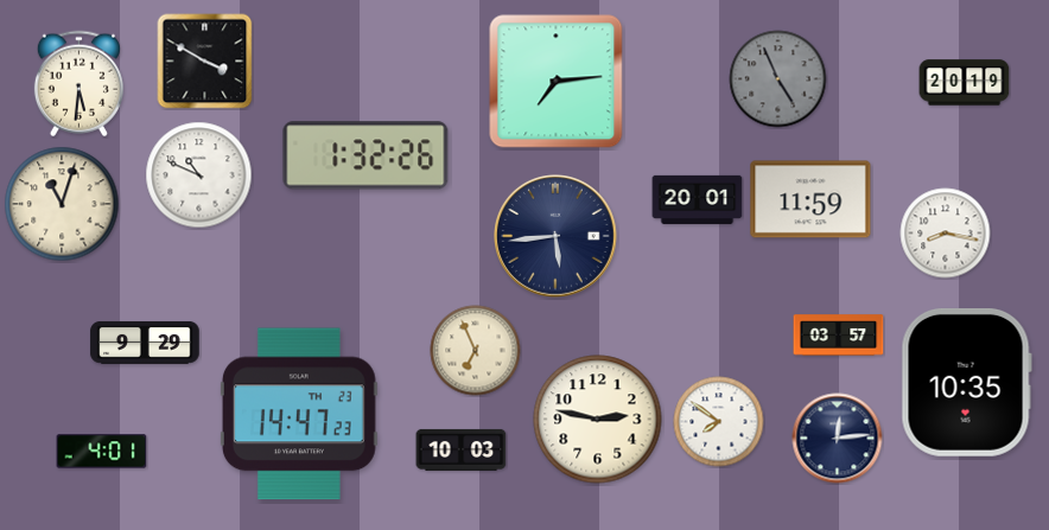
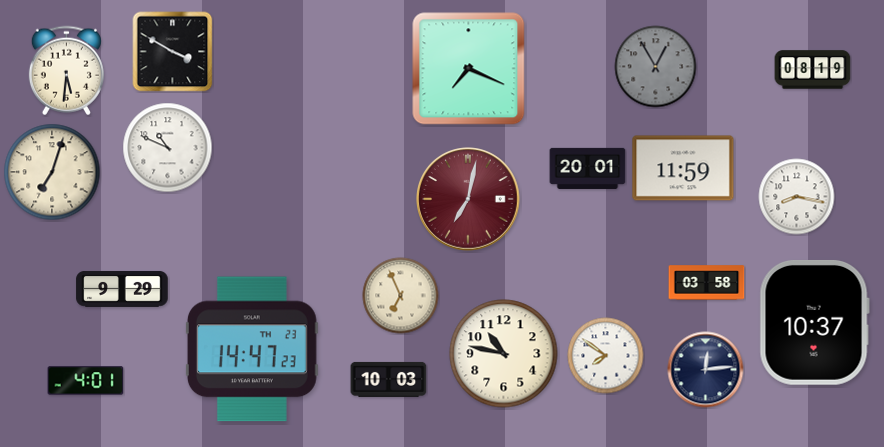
clock at (778, 79): 4:56 -> 12:55
clock at (557, 82): 7:14 -> 7:19
clock at (965, 83): 20:19 -> 08:19
clock at (365, 155): 1:32 -> none
clock at (62, 204): 11:03 -> 7:03
clock at (557, 237): 5:44 -> 7:02
clock at (557, 237) dial: navy -> burgundy
clock at (839, 336): 03:57 -> 03:58
clock at (966, 382): 10:35 -> 10:37
clock at (598, 420): 2:47 -> 10:47
